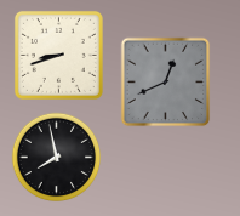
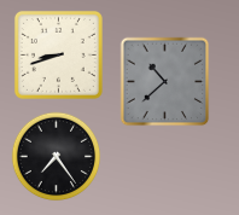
clock at (166, 83): 12:41 -> 10:38
clock at (57, 158): 7:58 -> 7:24
